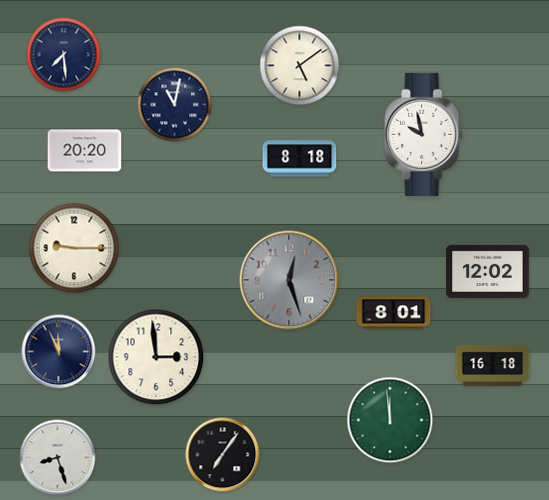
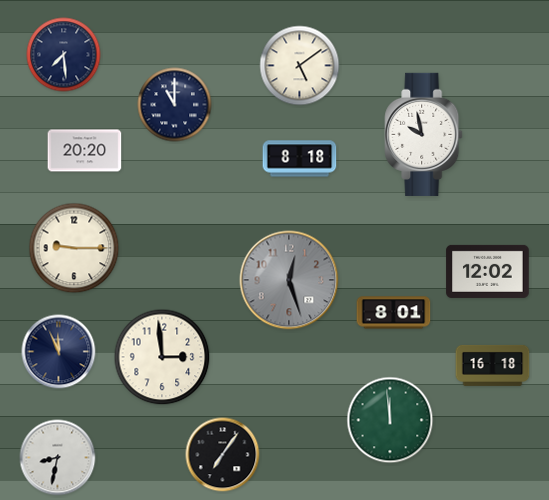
clock at (175, 105): 11:02 -> 11:00
clock at (156, 357) position: (156, 357) -> (162, 357)
clock at (58, 458): 8:27 -> 8:32
